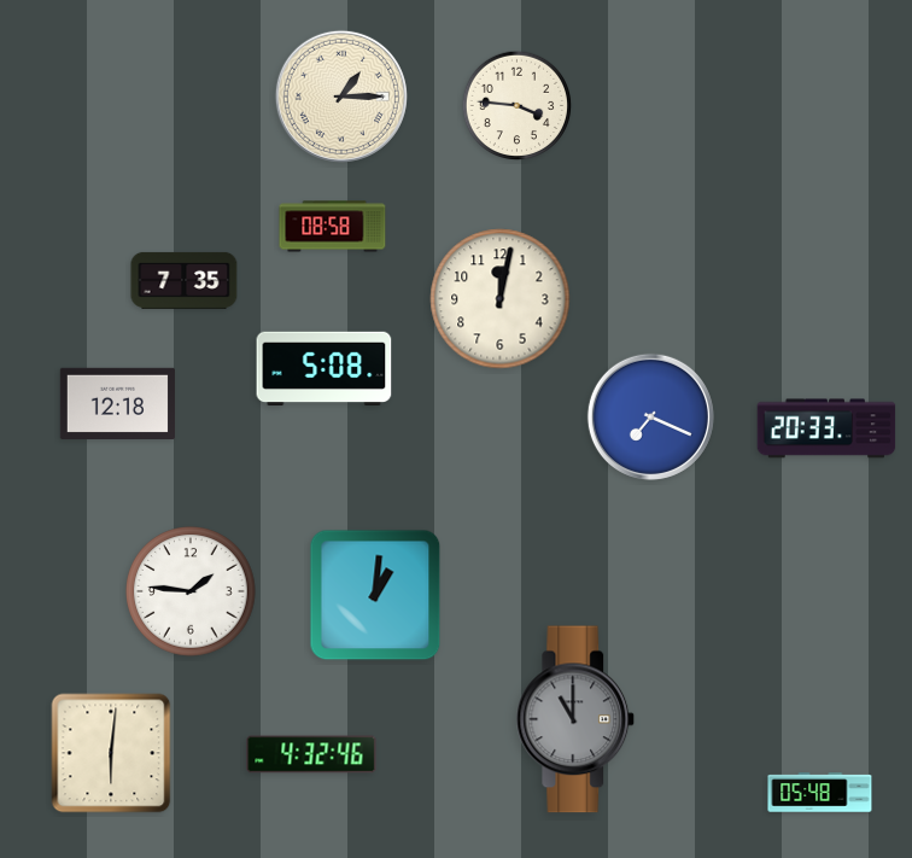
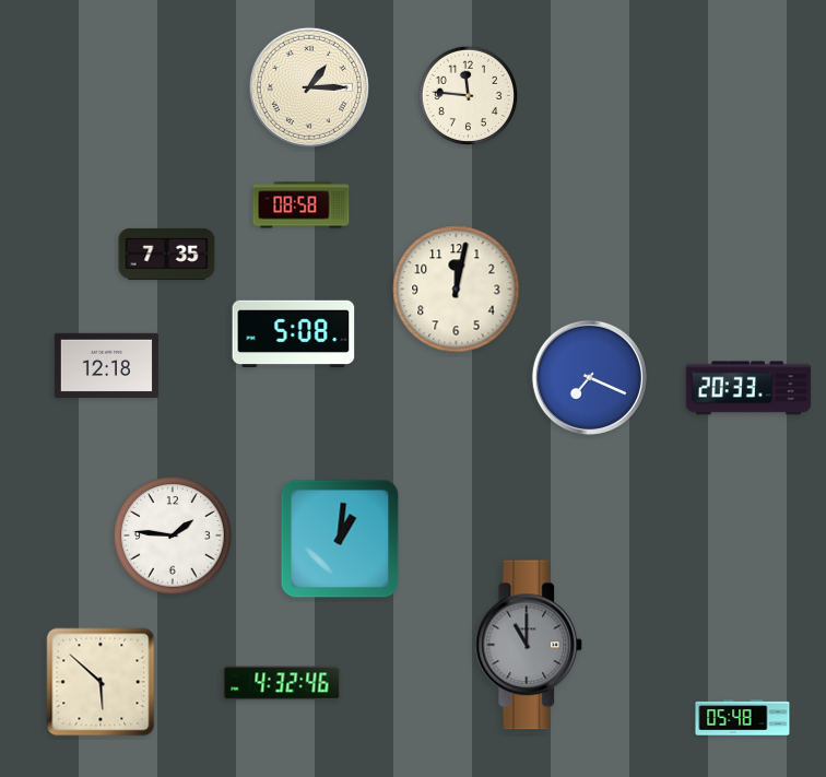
clock at (518, 106): 3:46 -> 11:46
clock at (501, 299) position: (501, 299) -> (457, 290)
clock at (575, 719) position: (575, 719) -> (529, 645)
clock at (111, 753): 6:01 -> 5:52
